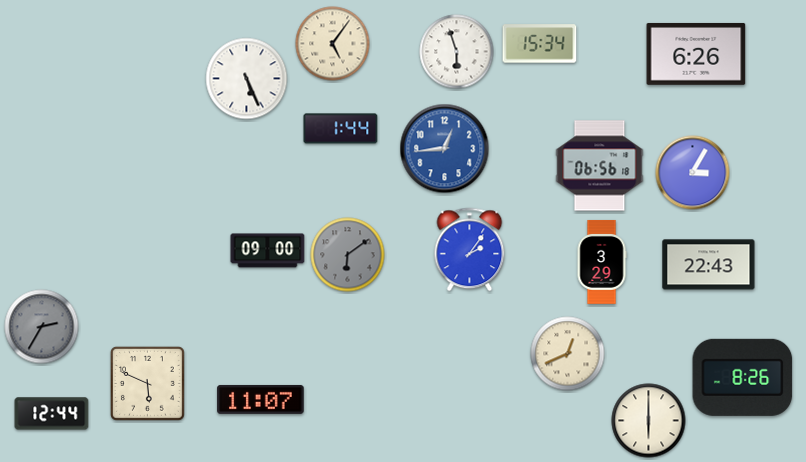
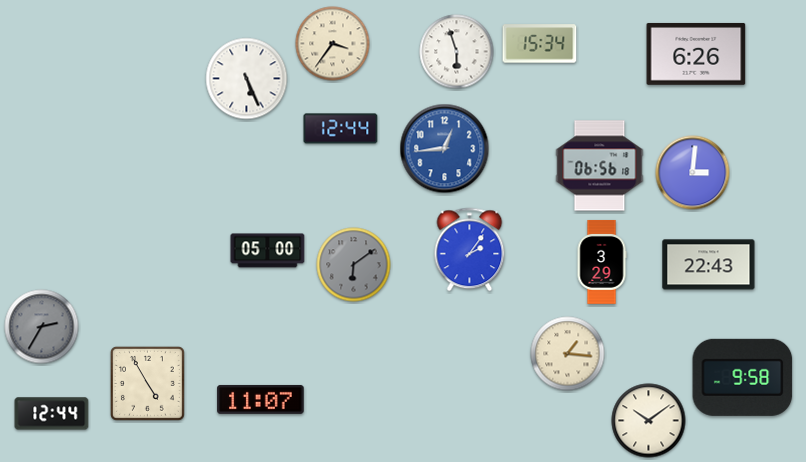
clock at (333, 44): 5:06 -> 3:36
clock at (341, 129): 1:44 -> 12:44
clock at (693, 173): 3:05 -> 3:01
clock at (268, 251): 09:00 -> 05:00
clock at (348, 255) position: (348, 255) -> (354, 265)
clock at (568, 354): 12:41 -> 1:16
clock at (743, 377): 8:26 -> 9:58
clock at (147, 383): 5:49 -> 4:55
clock at (649, 421): 6:00 -> 10:09
